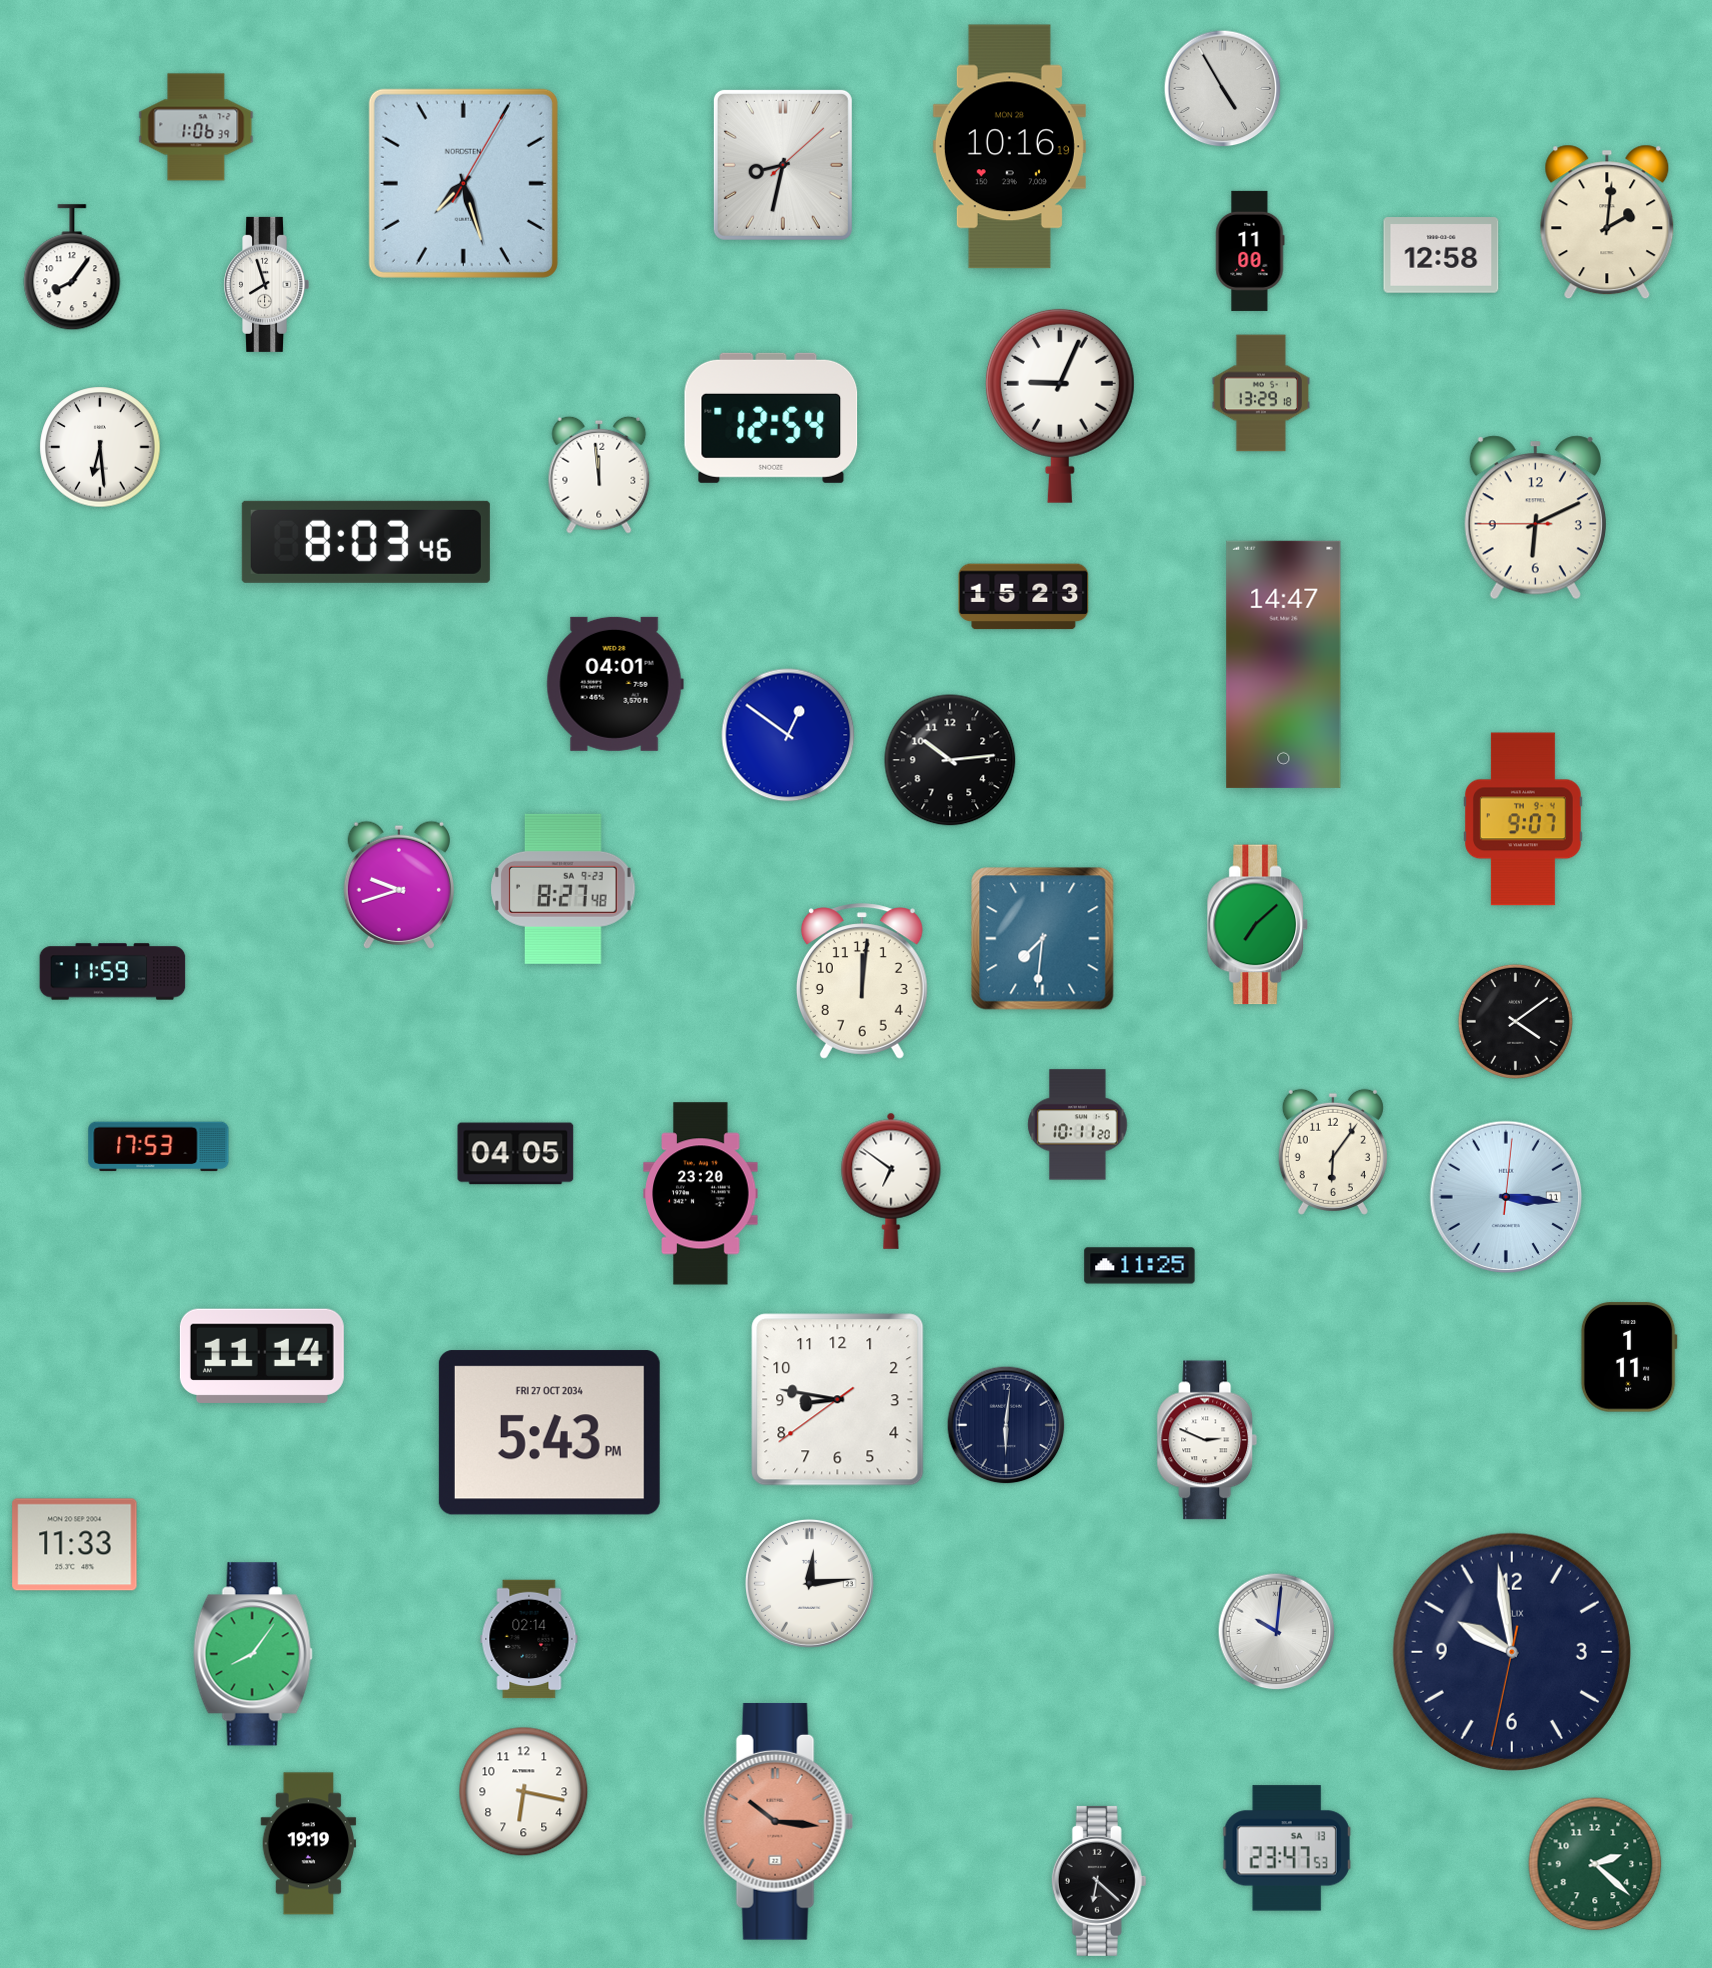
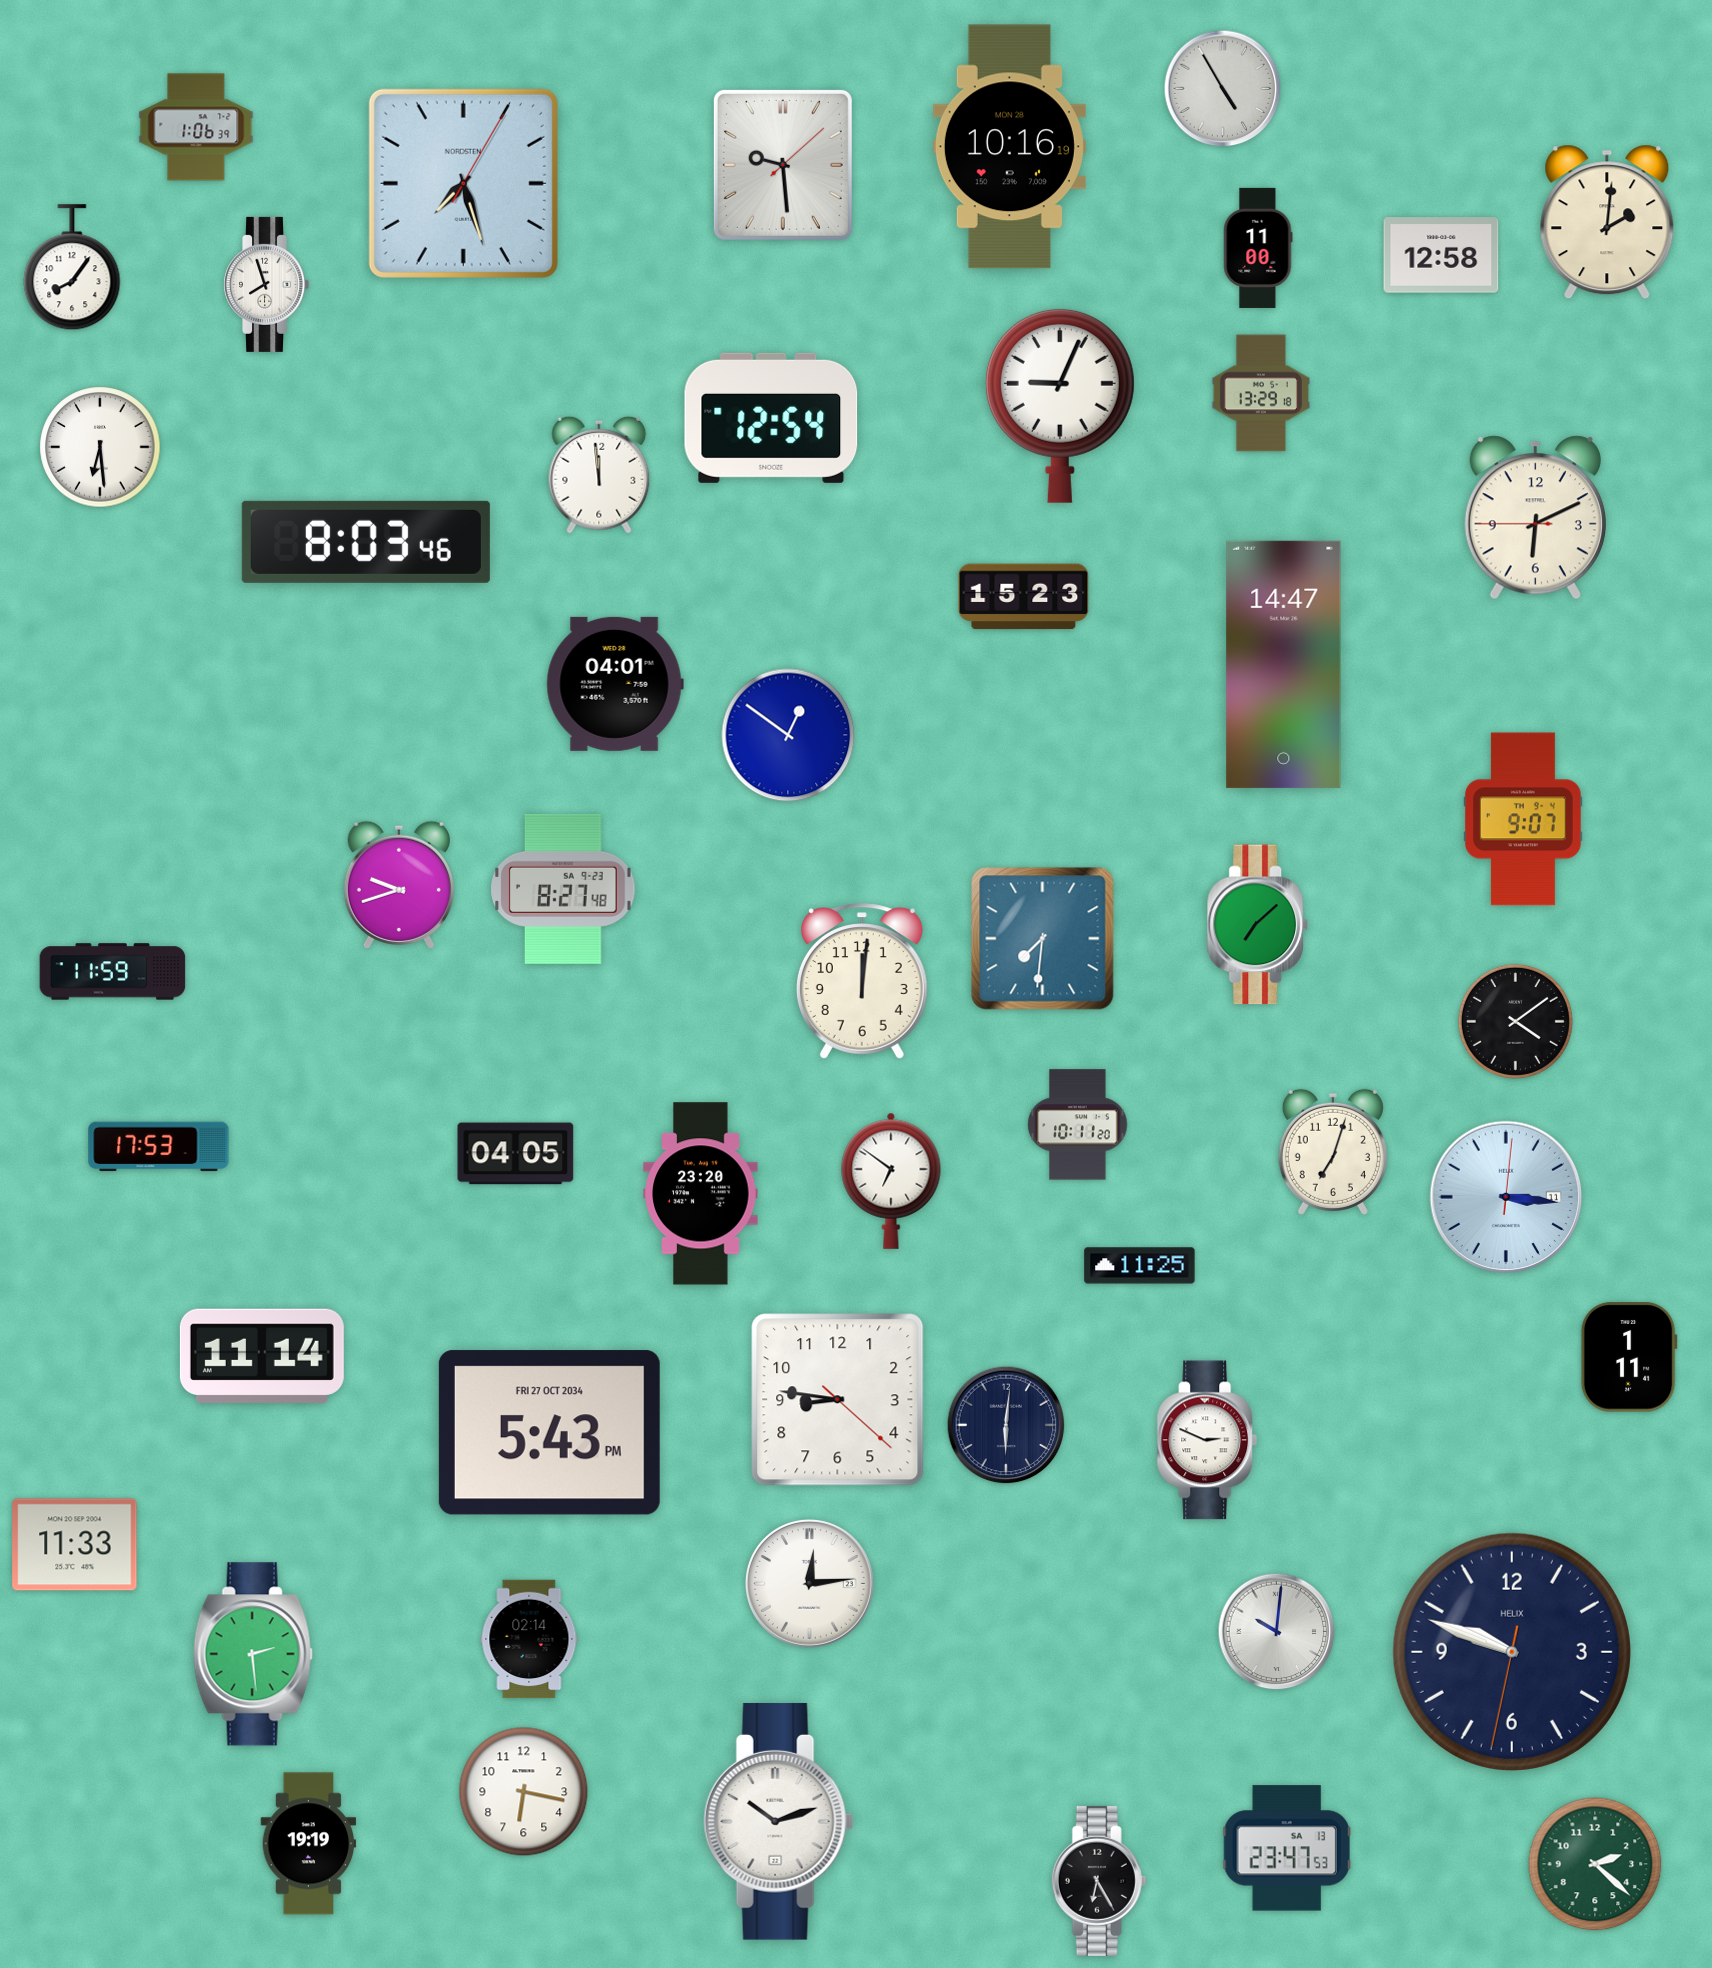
clock at (783, 165): 8:32 -> 9:29
clock at (1250, 251) position: (1250, 251) -> (1258, 248)
clock at (950, 760): 10:14 -> none
clock at (1333, 1152): 6:06 -> 7:03
clock at (838, 1400): 8:46:39 -> 8:46:22
clock at (1512, 1652): 9:58 -> 9:48
clock at (253, 1654): 8:06 -> 2:29
clock at (779, 1821): 10:16 -> 10:12
clock at (779, 1821) dial: salmon -> white
clock at (1099, 1881): 6:22 -> 6:25
